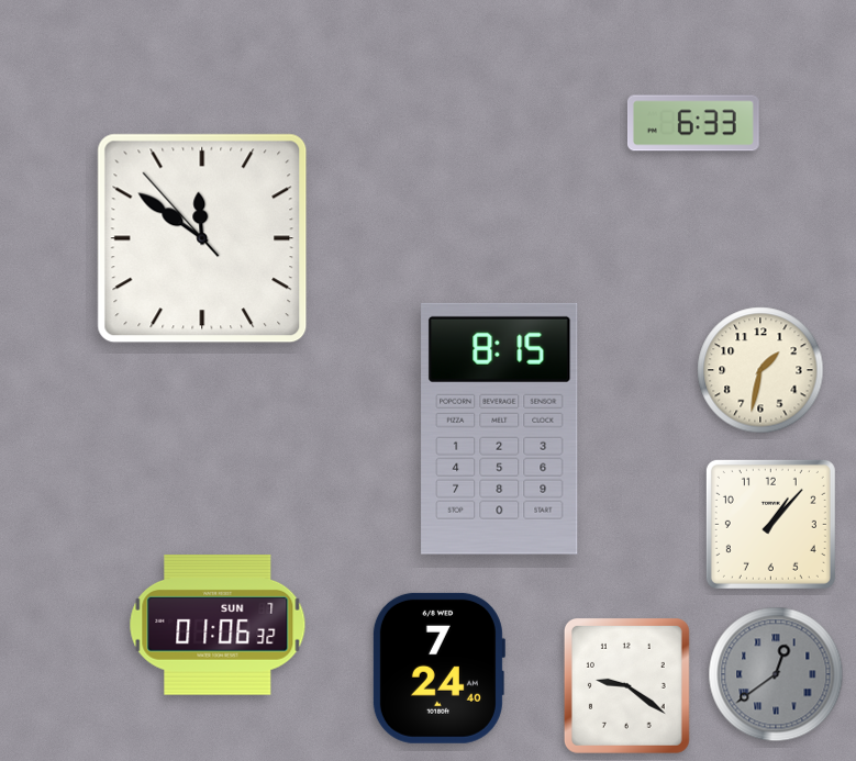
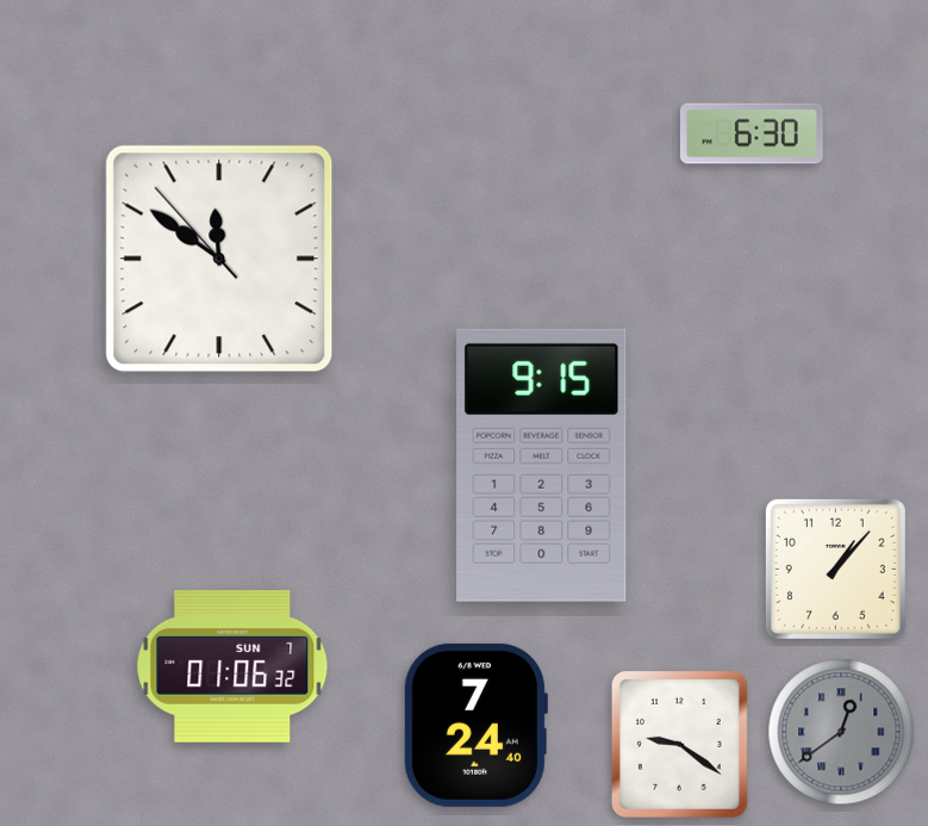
clock at (693, 123): 6:33 -> 6:30
clock at (760, 370): 1:32 -> none
clock at (500, 428): 8:15 -> 9:15
clock at (218, 626) position: (218, 626) -> (232, 667)
